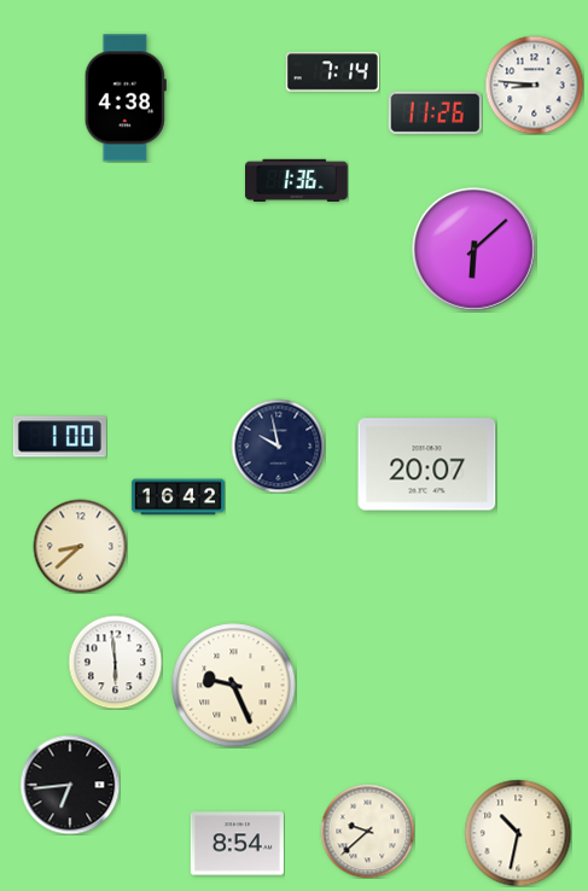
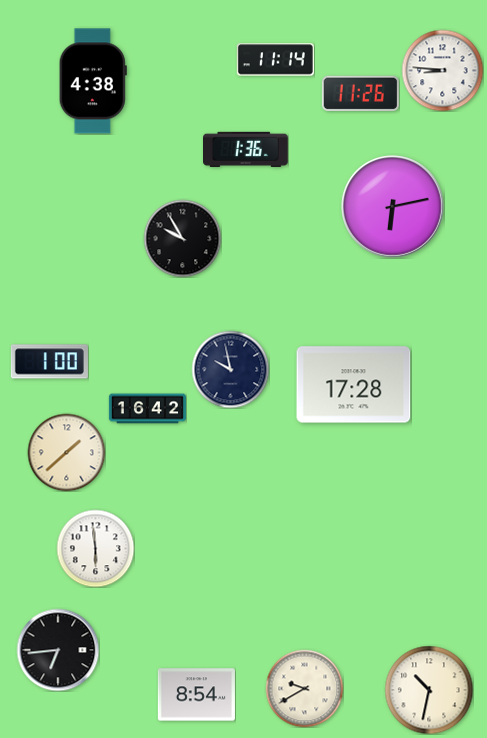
clock at (332, 72): 7:14 -> 11:14
clock at (126, 98) position: (126, 98) -> (93, 81)
clock at (475, 250): 6:08 -> 6:13
clock at (182, 238): none -> 9:55
clock at (427, 465): 20:07 -> 17:28
clock at (177, 497) position: (177, 497) -> (147, 409)
clock at (80, 546): 8:38 -> 1:38
clock at (234, 686): 9:26 -> none
clock at (367, 831): 9:38 -> 9:40
clock at (237, 844) position: (237, 844) -> (196, 695)
